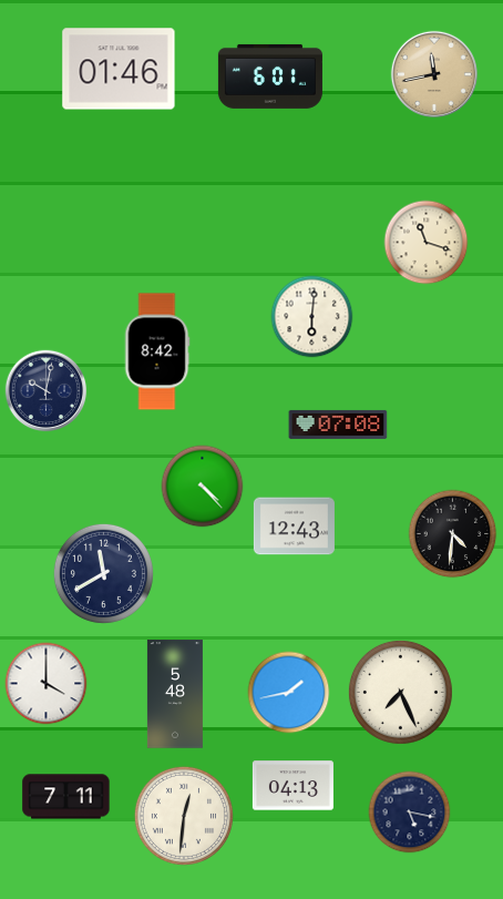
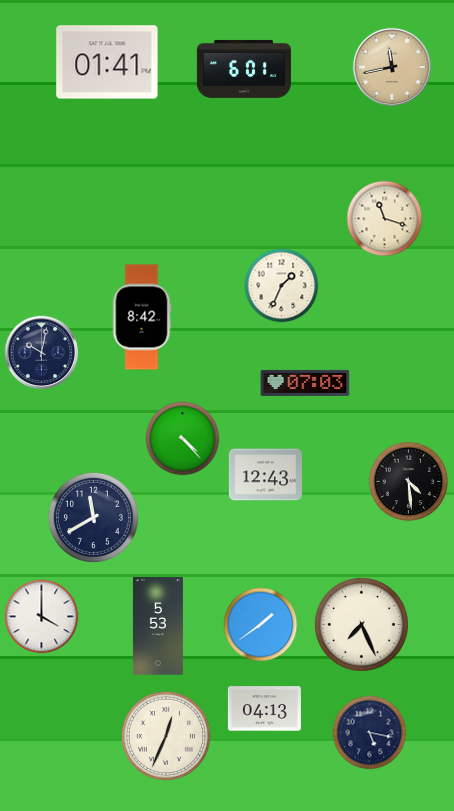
clock at (119, 69): 01:46 -> 01:41
clock at (312, 317): 6:01 -> 1:34
clock at (338, 425): 07:08 -> 07:03
clock at (453, 534): 4:31 -> 4:29
clock at (289, 693): 1:43 -> 1:39
clock at (175, 694): 5:48 -> 5:53
clock at (66, 797): 7:11 -> none
clock at (184, 816): 12:31 -> 12:34
